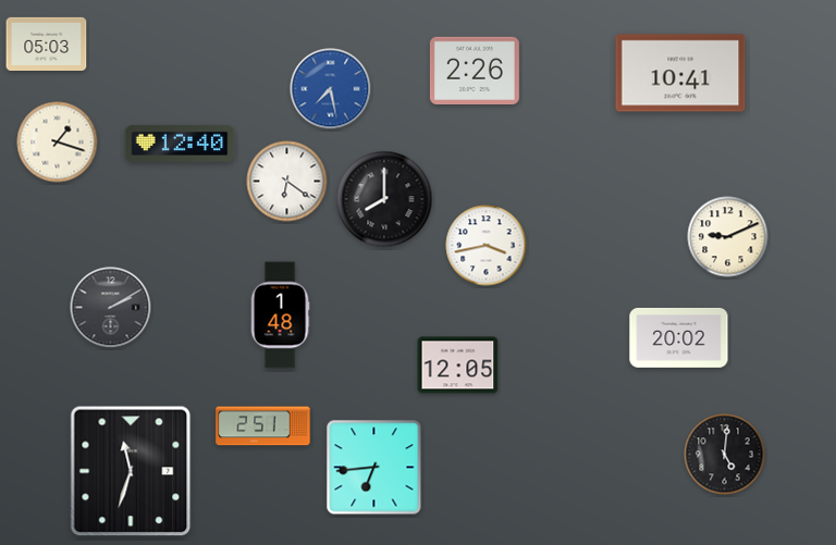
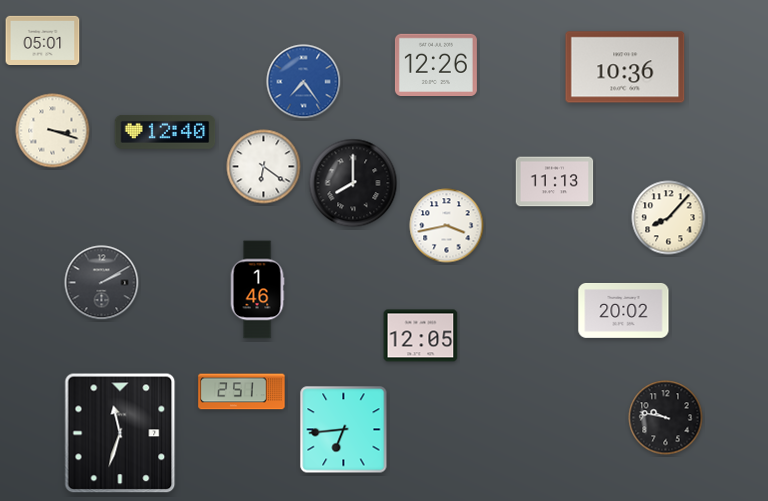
clock at (47, 44): 05:03 -> 05:01
clock at (475, 70): 2:26 -> 12:26
clock at (680, 73): 10:41 -> 10:36
clock at (331, 89): 7:28 -> 7:24
clock at (58, 143): 1:18 -> 3:18
clock at (555, 182): none -> 11:13
clock at (728, 237): 9:11 -> 8:07
clock at (280, 315): 1:48 -> 1:46
clock at (725, 455): 5:01 -> 9:47
